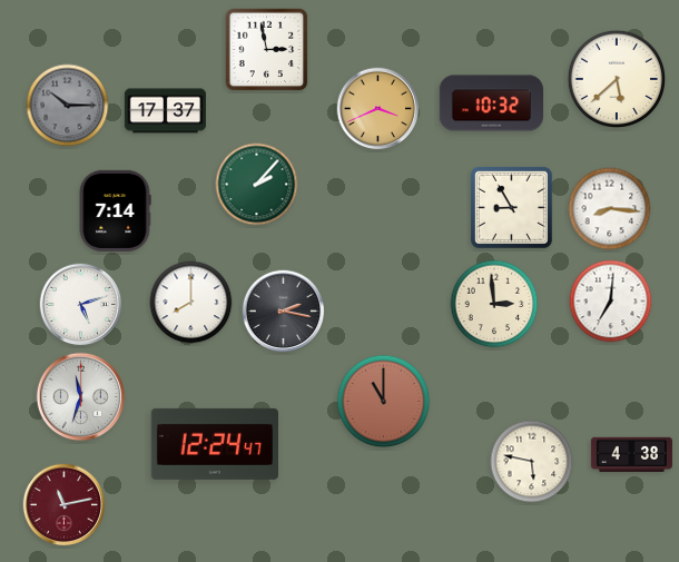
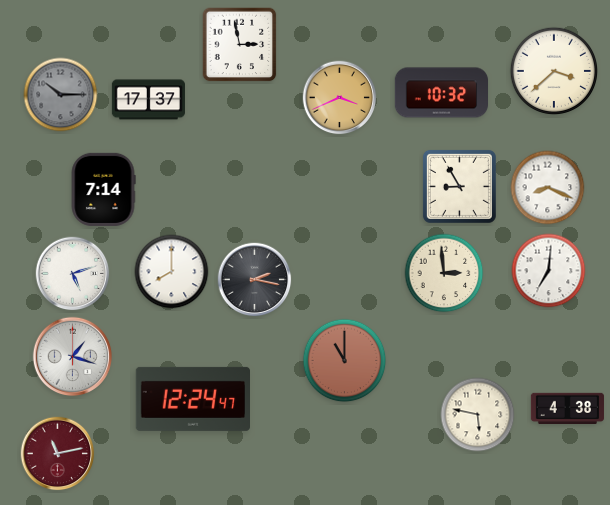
clock at (616, 78): 5:38 -> 3:38
clock at (257, 185): 2:07 -> none
clock at (610, 209): 8:16 -> 8:19
clock at (81, 397): 11:33 -> 1:18
